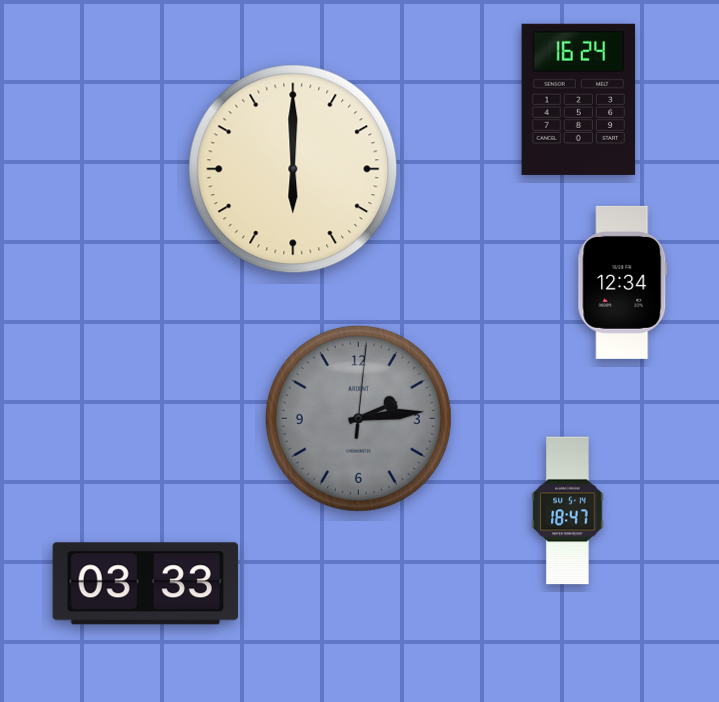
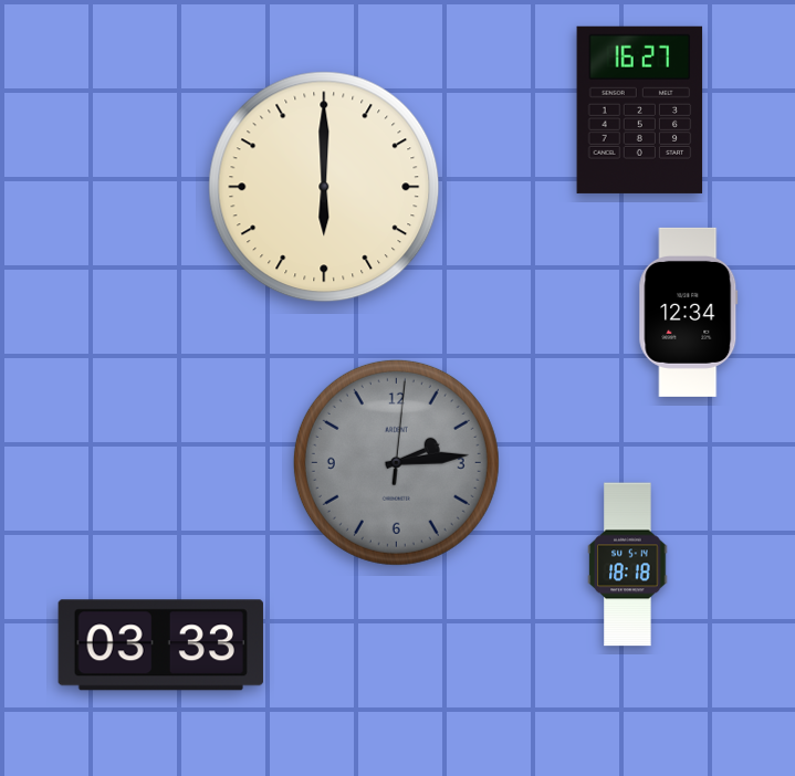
clock at (579, 99): 16:24 -> 16:27
clock at (568, 511): 18:47 -> 18:18
